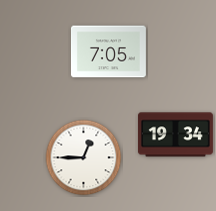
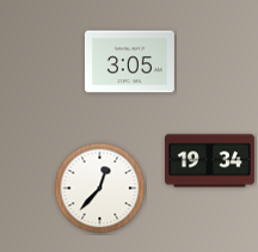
clock at (108, 52): 7:05 -> 3:05
clock at (84, 158): 12:45 -> 12:37
